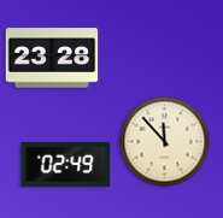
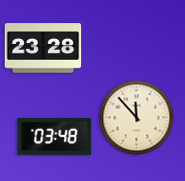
clock at (66, 164): 02:49 -> 03:48
